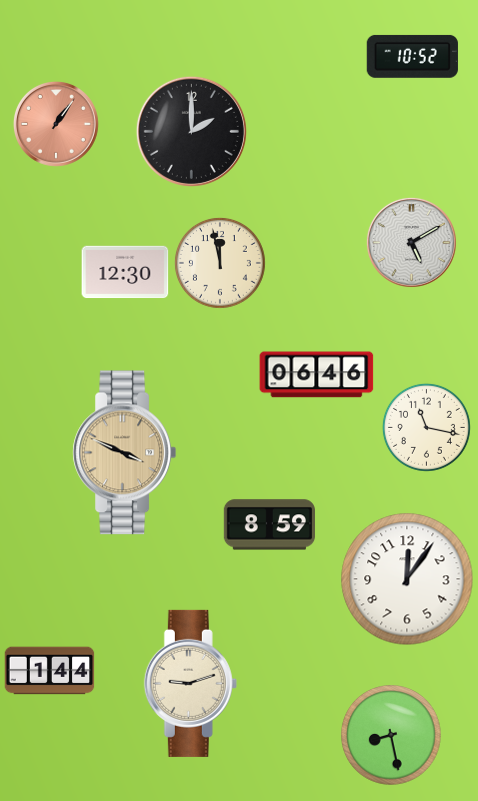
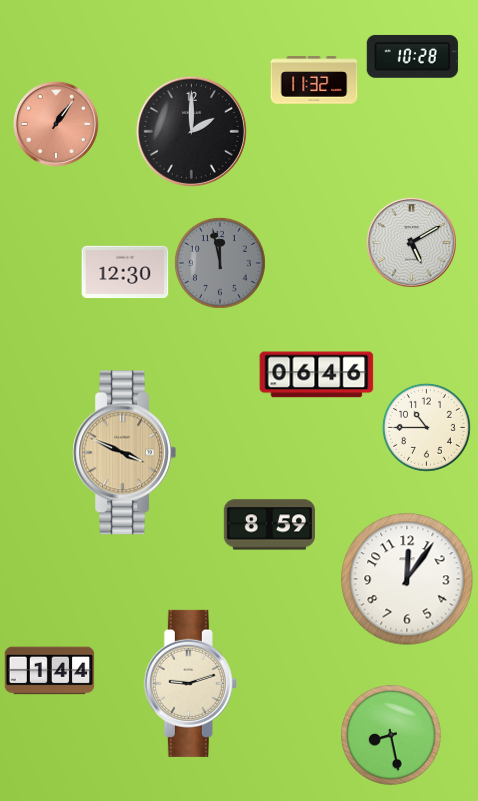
clock at (412, 56): 10:52 -> 10:28
clock at (314, 80): none -> 11:32
clock at (220, 263) dial: cream -> grey
clock at (426, 427): 11:17 -> 10:45
